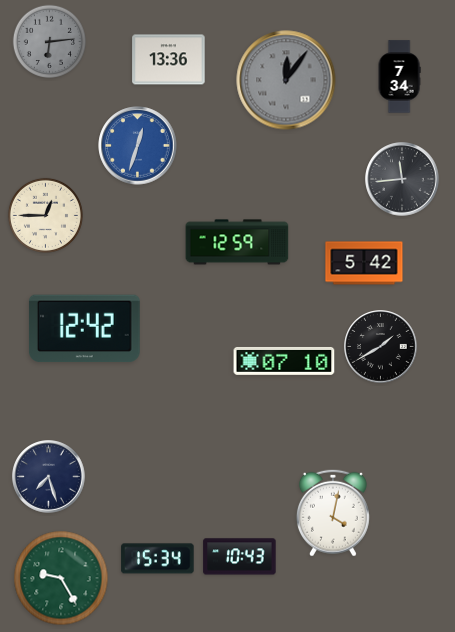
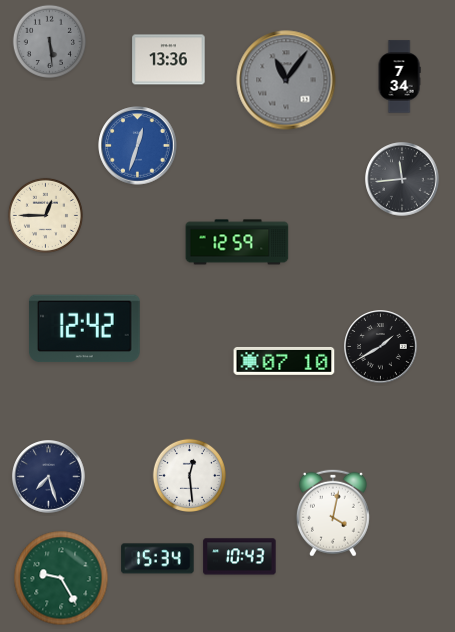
clock at (49, 41): 6:14 -> 5:29
clock at (286, 80): 12:06 -> 11:06
clock at (364, 263): 5:42 -> none
clock at (189, 475): none -> 12:29
